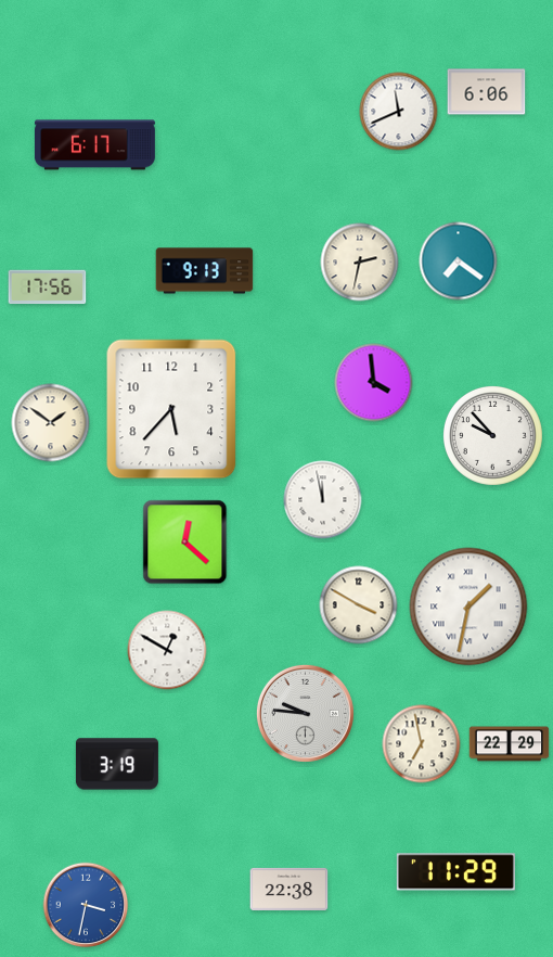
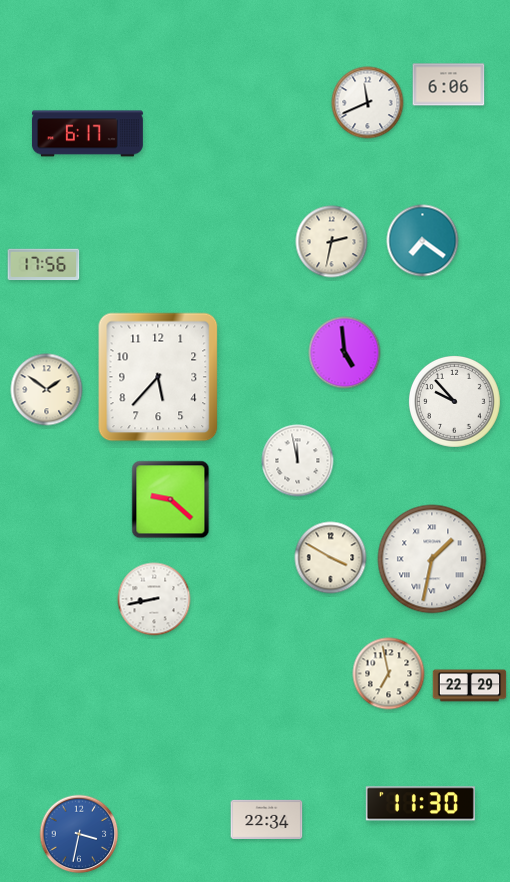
clock at (205, 271): 9:13 -> none
clock at (374, 383): 3:59 -> 4:59
clock at (185, 543): 12:22 -> 9:22
clock at (167, 650): 12:50 -> 8:43
clock at (305, 713): 9:46 -> none
clock at (422, 744) position: (422, 744) -> (389, 674)
clock at (117, 764): 3:19 -> none
clock at (455, 872): 11:29 -> 11:30
clock at (290, 889): 22:38 -> 22:34
